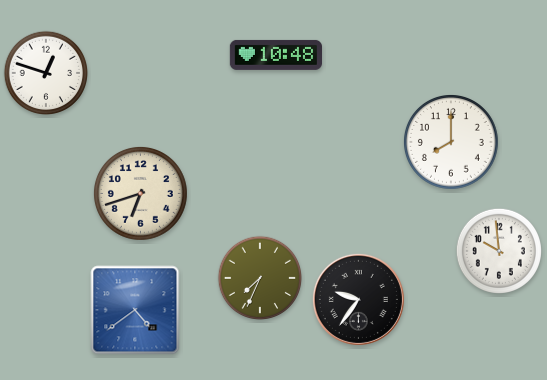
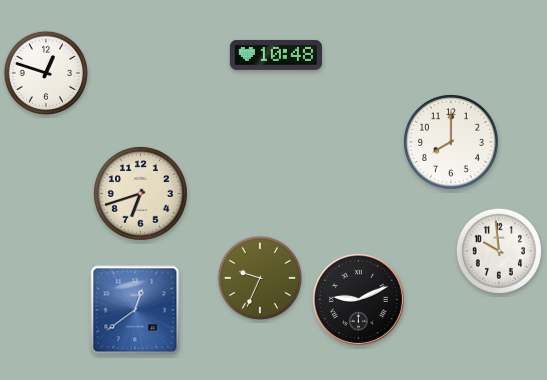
clock at (259, 277): 7:34 -> 9:34
clock at (358, 299): 9:36 -> 9:11
clock at (135, 310): 4:39 -> 12:39
